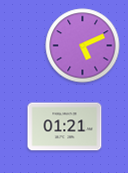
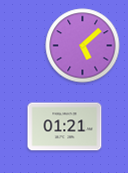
clock at (83, 46): 5:11 -> 5:08
